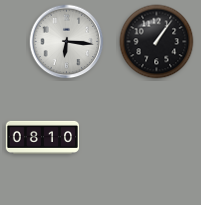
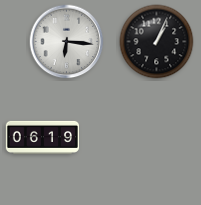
clock at (157, 42): 1:06 -> 1:04
clock at (42, 137): 08:10 -> 06:19
